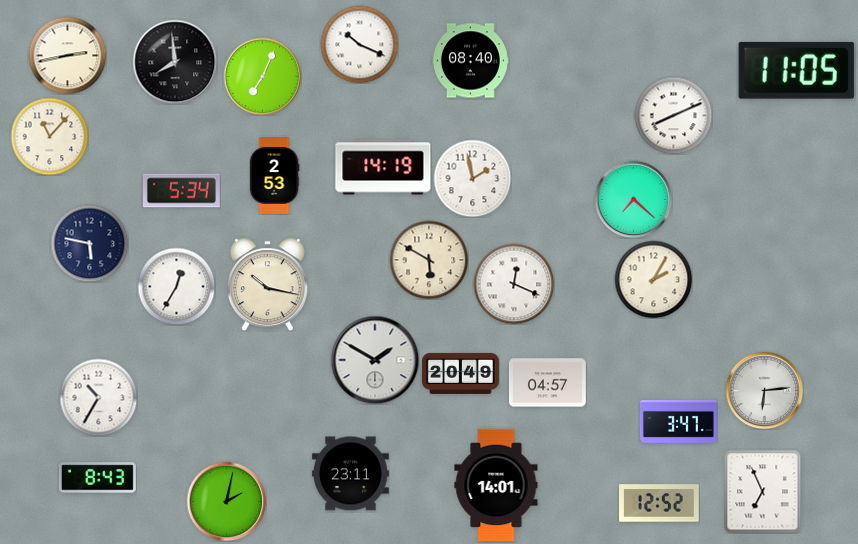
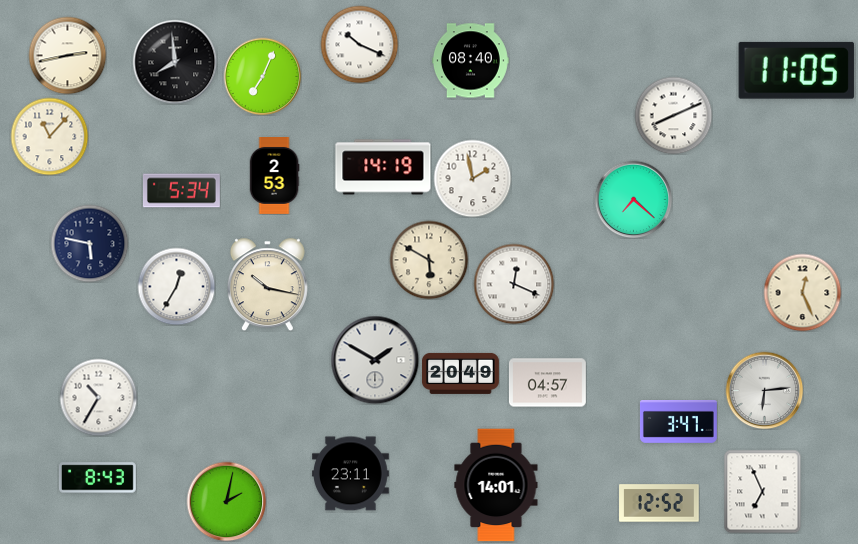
clock at (653, 279): 2:05 -> none
clock at (802, 292): none -> 12:26
